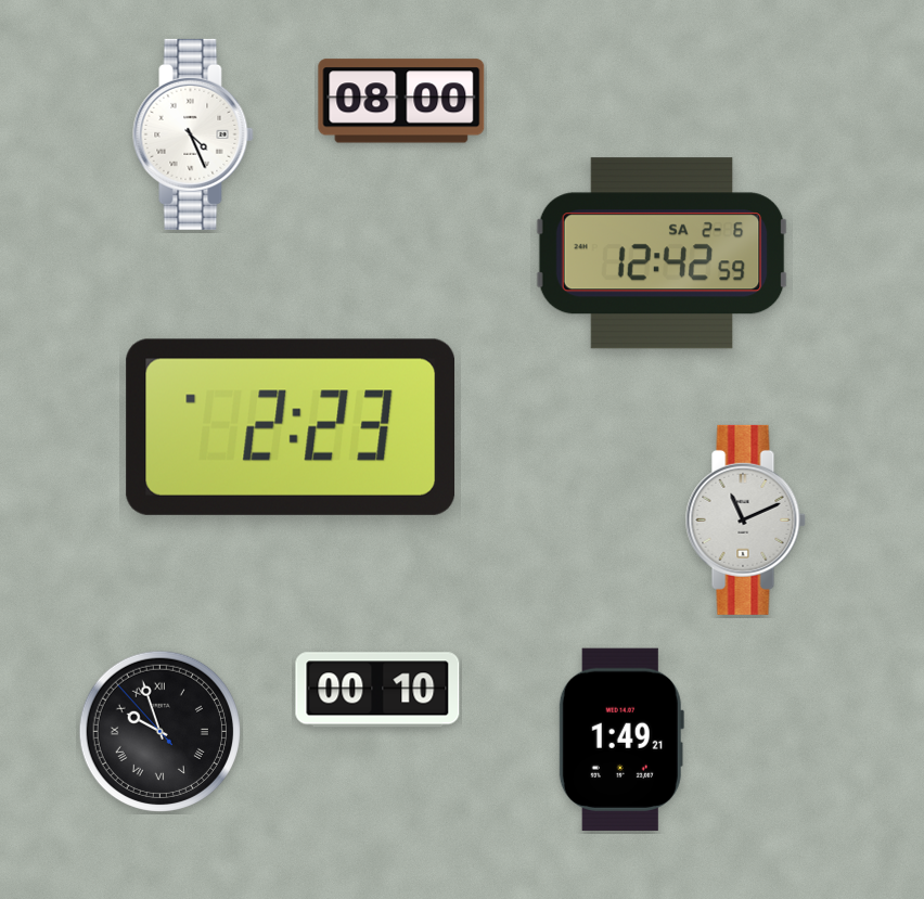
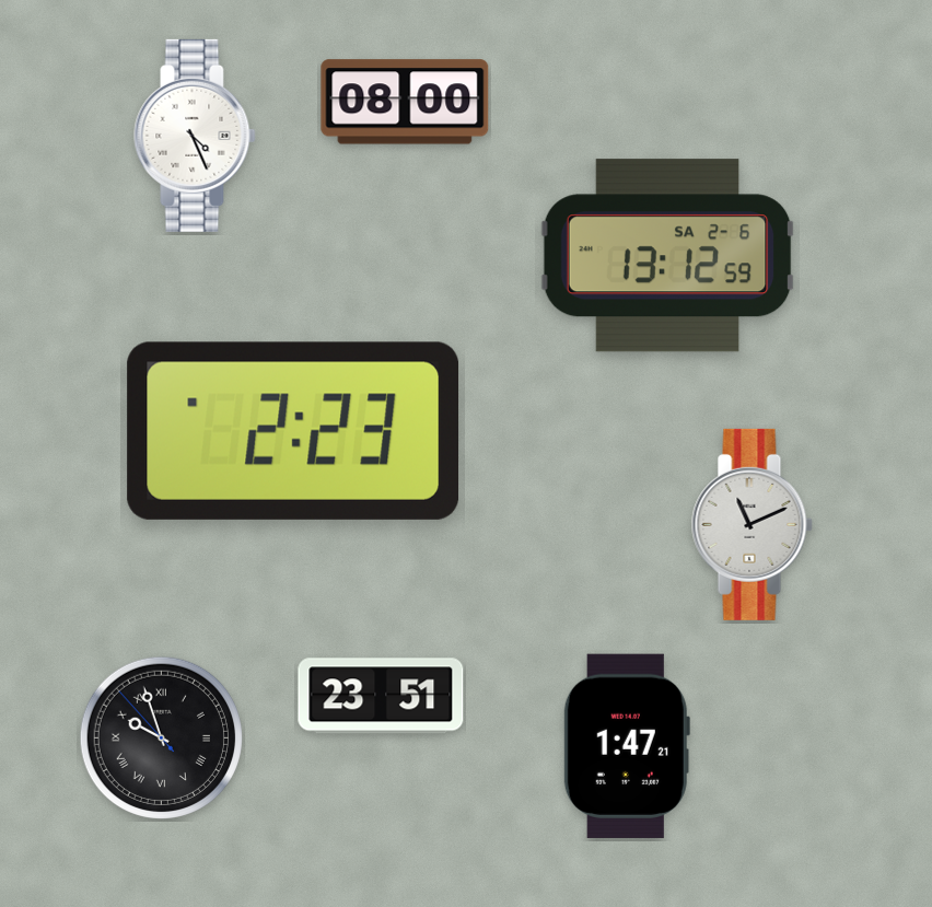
clock at (663, 254): 12:42 -> 13:12
clock at (377, 690): 00:10 -> 23:51
clock at (621, 740): 1:49 -> 1:47
